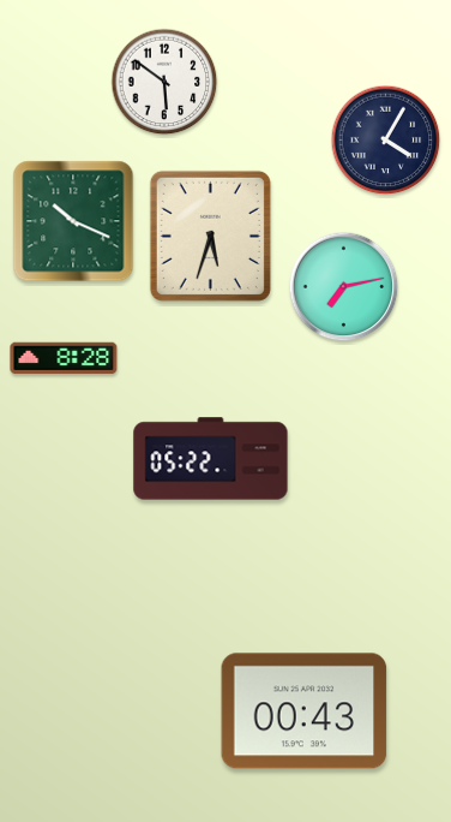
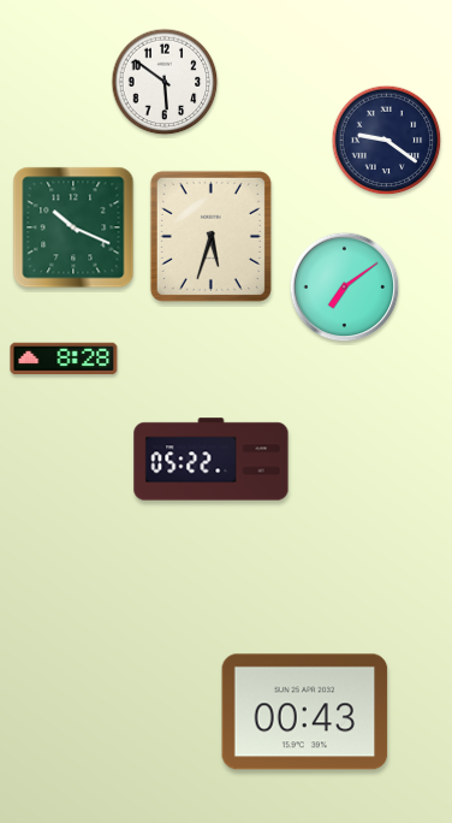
clock at (386, 141): 4:05 -> 9:21
clock at (73, 221) position: (73, 221) -> (73, 227)
clock at (344, 287): 7:13 -> 7:09
